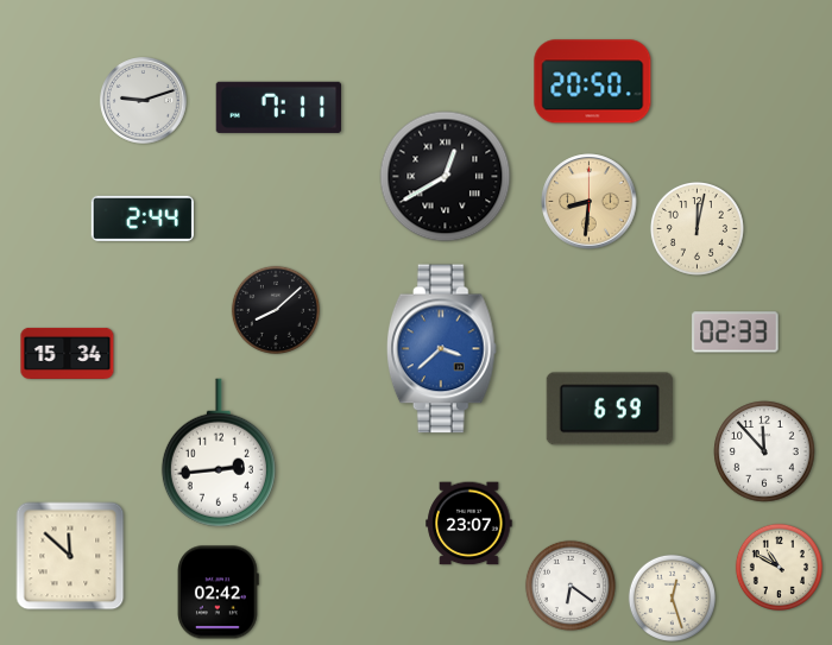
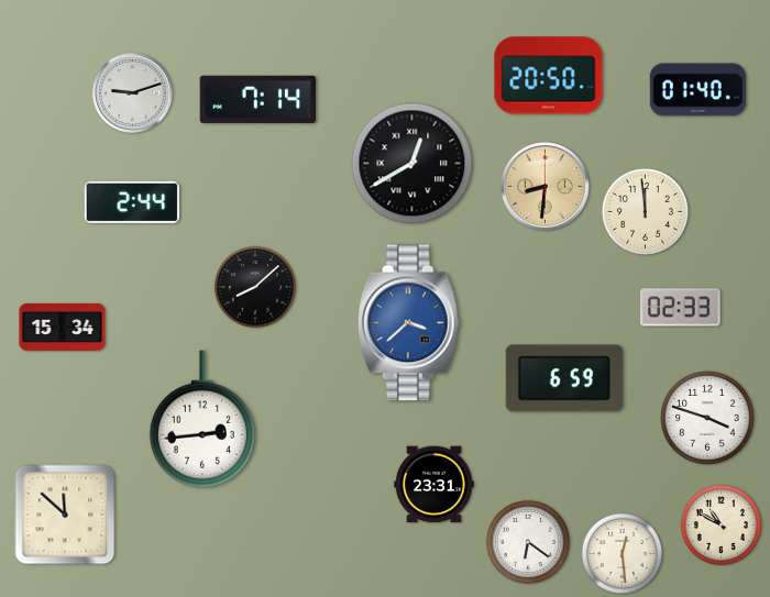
clock at (697, 90): none -> 01:40
clock at (278, 107): 7:11 -> 7:14
clock at (697, 228): 12:02 -> 11:59
clock at (764, 451): 11:53 -> 3:48
clock at (469, 524): 23:07 -> 23:31
clock at (218, 593): 02:42 -> none
clock at (672, 597): 12:27 -> 12:29
